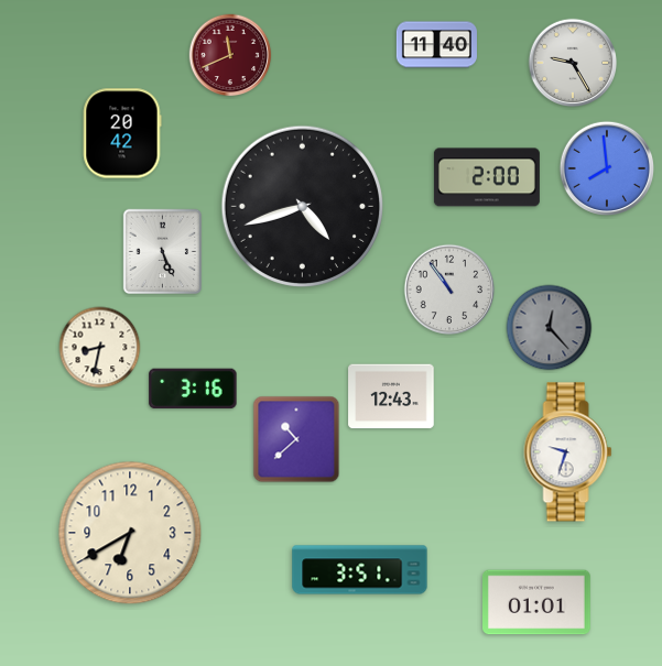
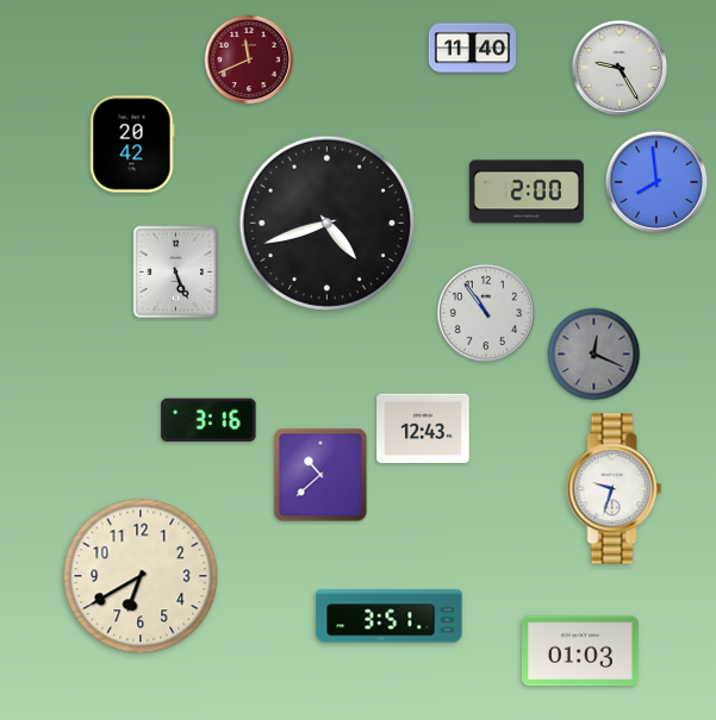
clock at (550, 328): 12:23 -> 12:19
clock at (100, 348): 8:32 -> none
clock at (538, 602): 01:01 -> 01:03
